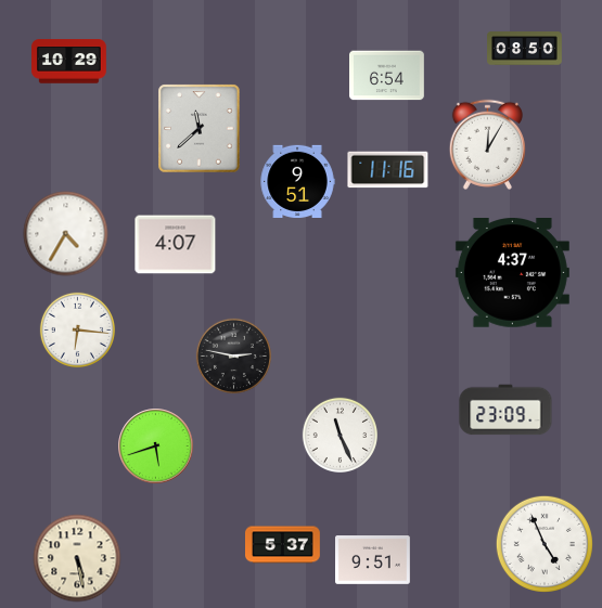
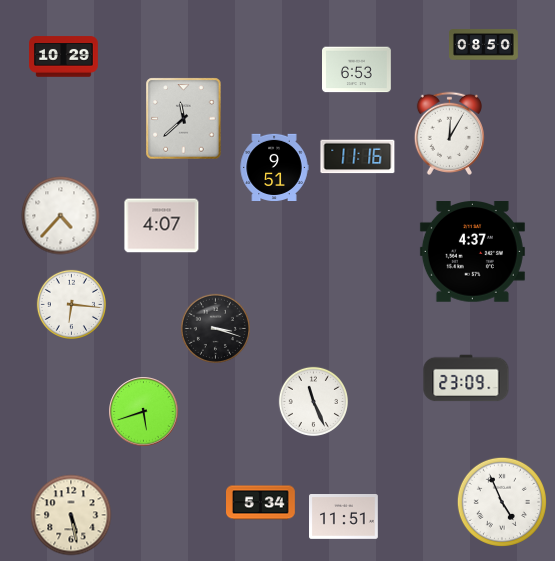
clock at (387, 76): 6:54 -> 6:53
clock at (66, 234): 4:35 -> 4:37
clock at (233, 355): 2:47 -> 3:18
clock at (283, 545): 5:37 -> 5:34
clock at (373, 560): 9:51 -> 11:51
